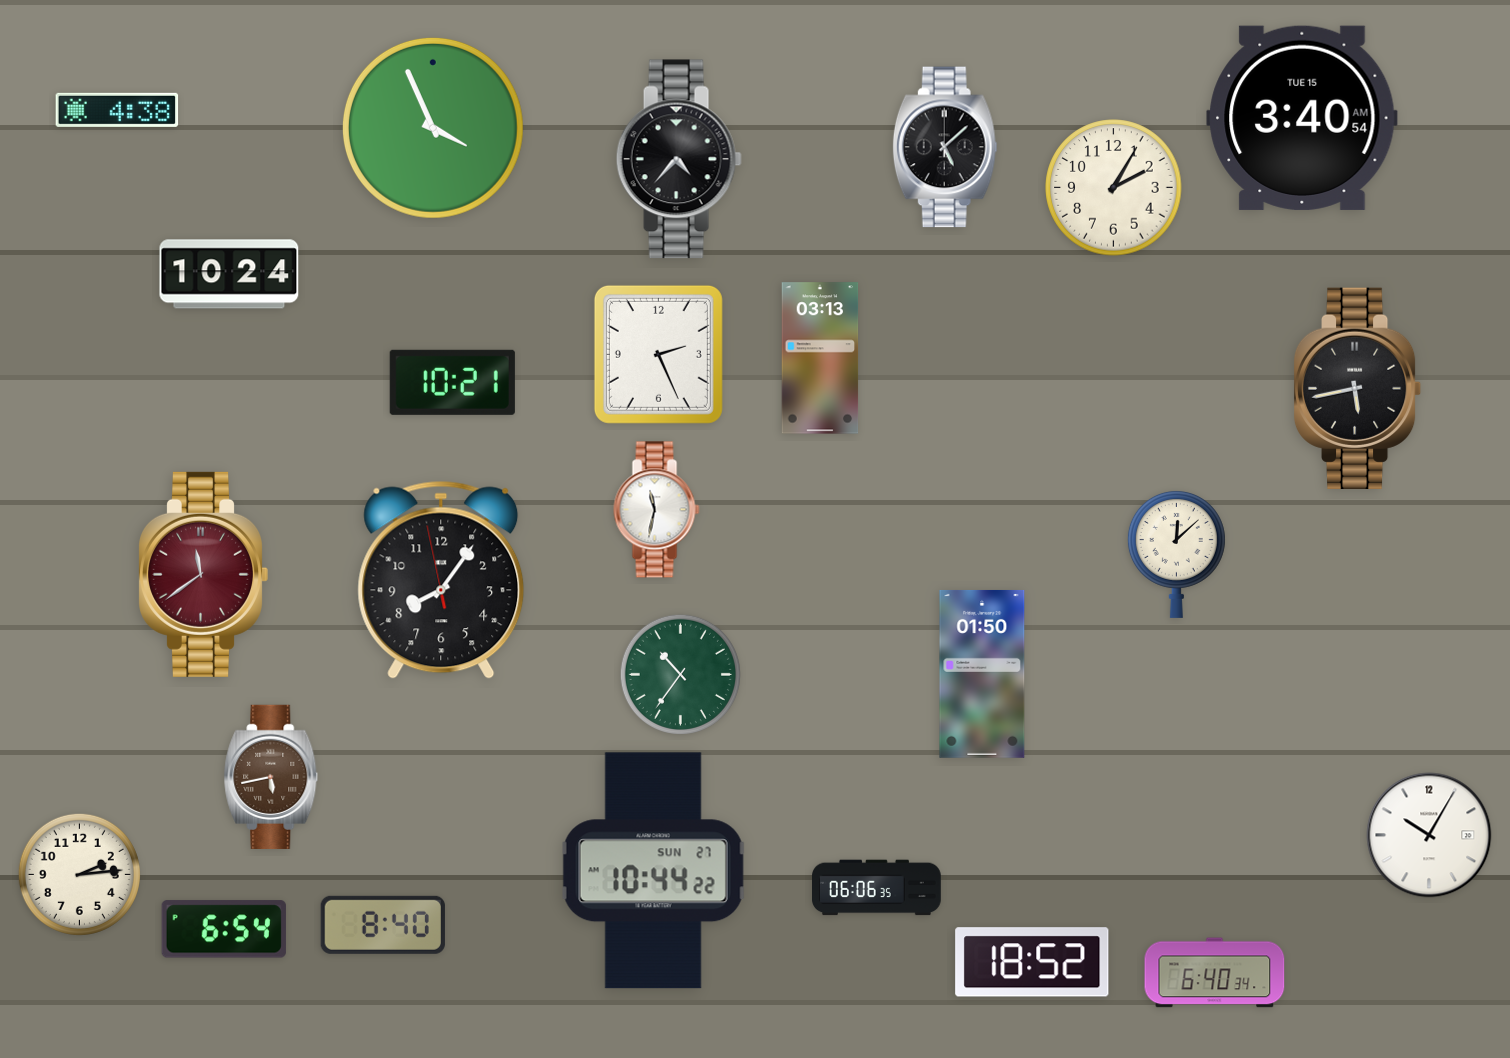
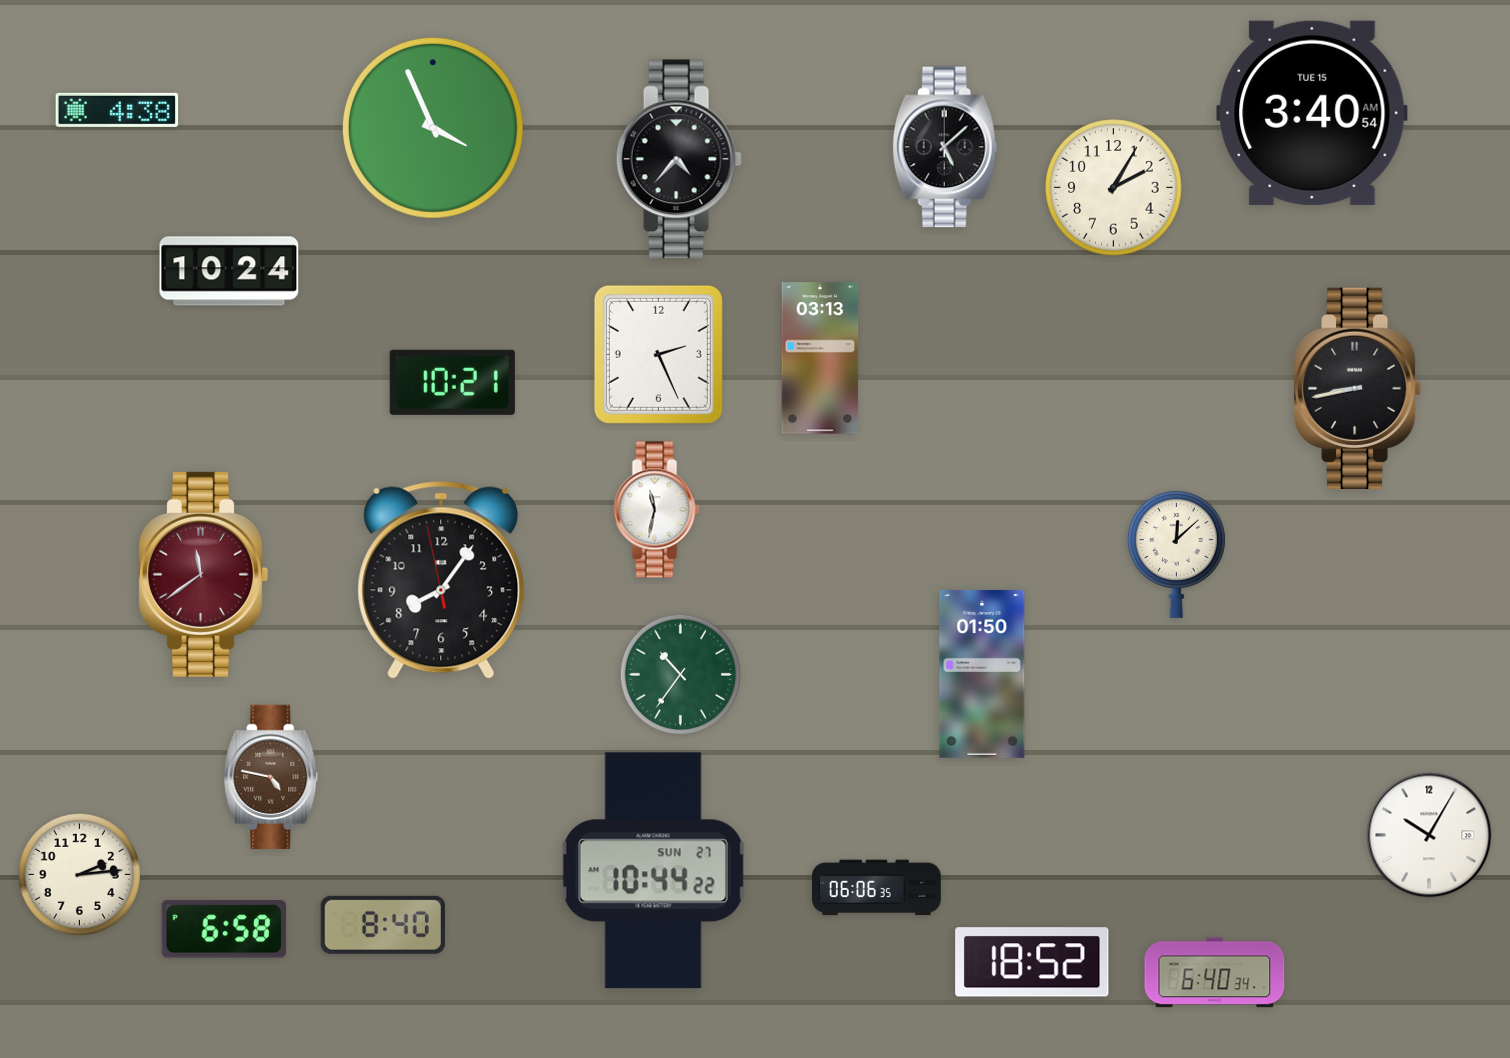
clock at (1302, 118) position: (1302, 118) -> (1312, 113)
clock at (229, 274) position: (229, 274) -> (229, 271)
clock at (1358, 388): 5:43 -> 8:43
clock at (271, 777): 5:43 -> 4:47
clock at (224, 929): 6:54 -> 6:58
